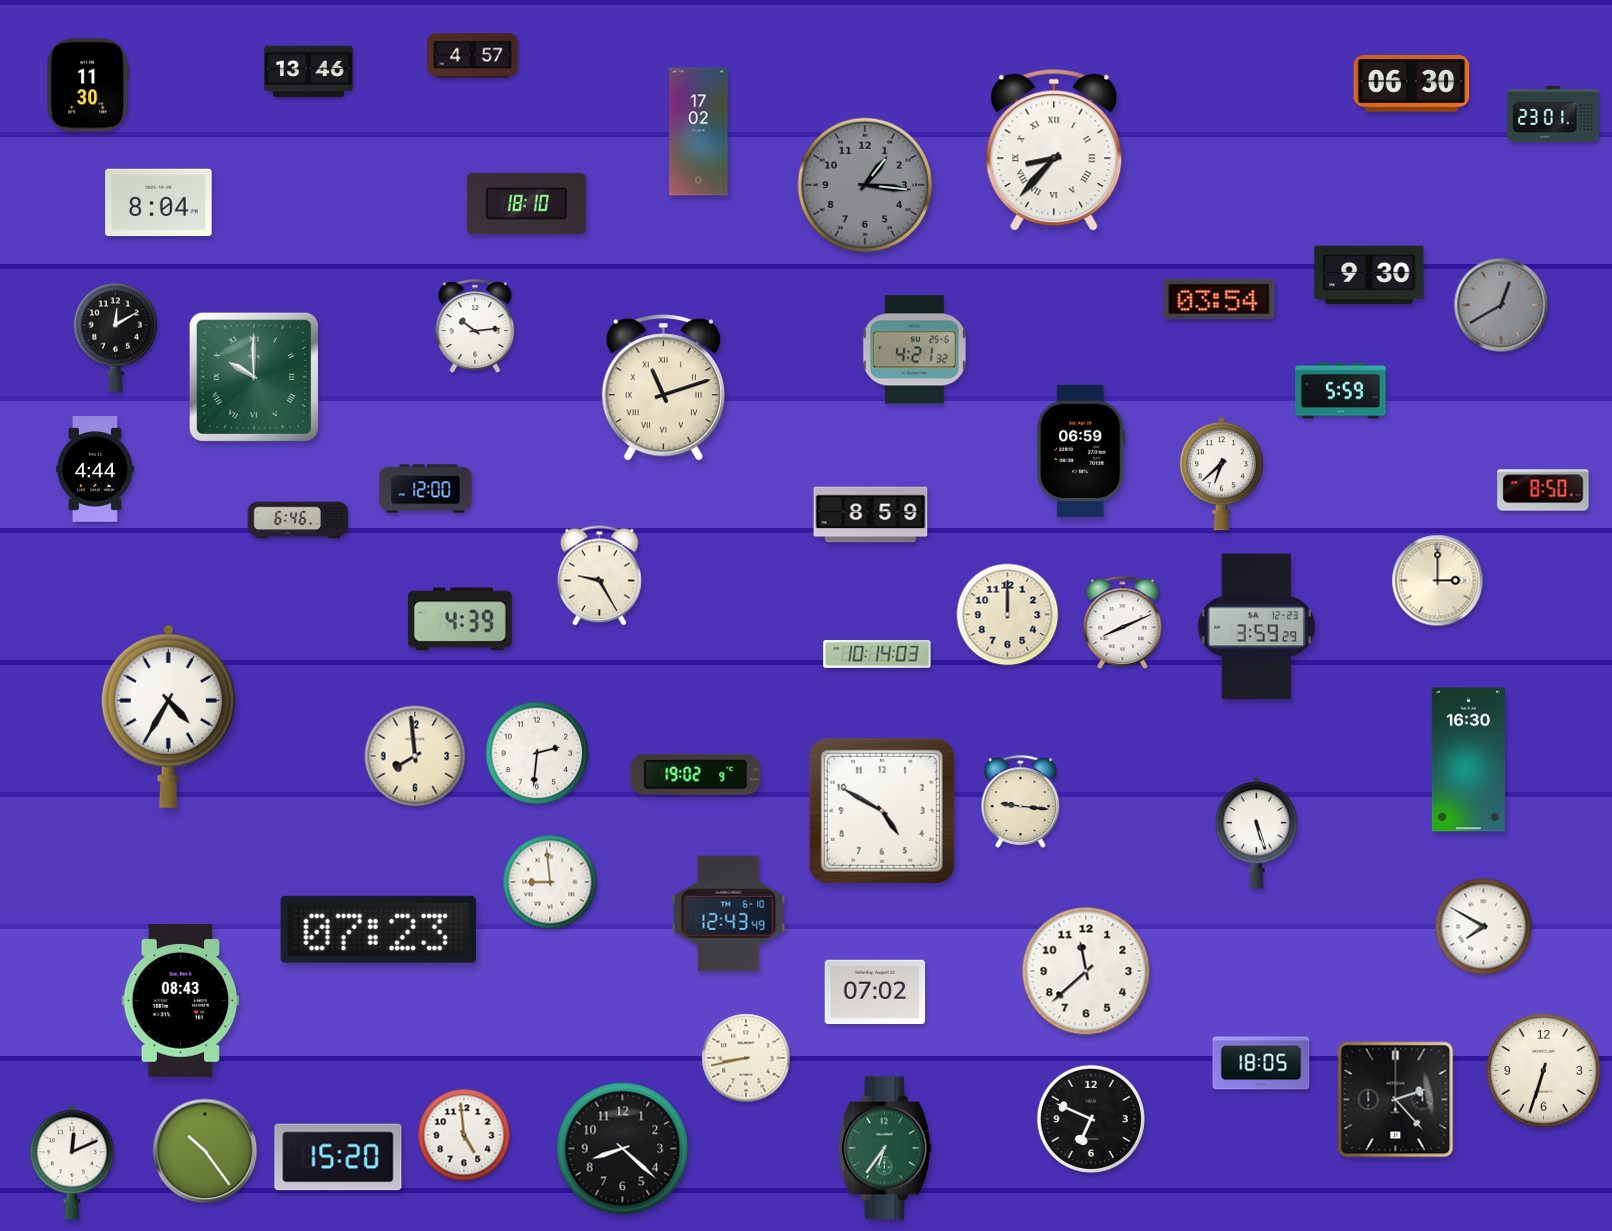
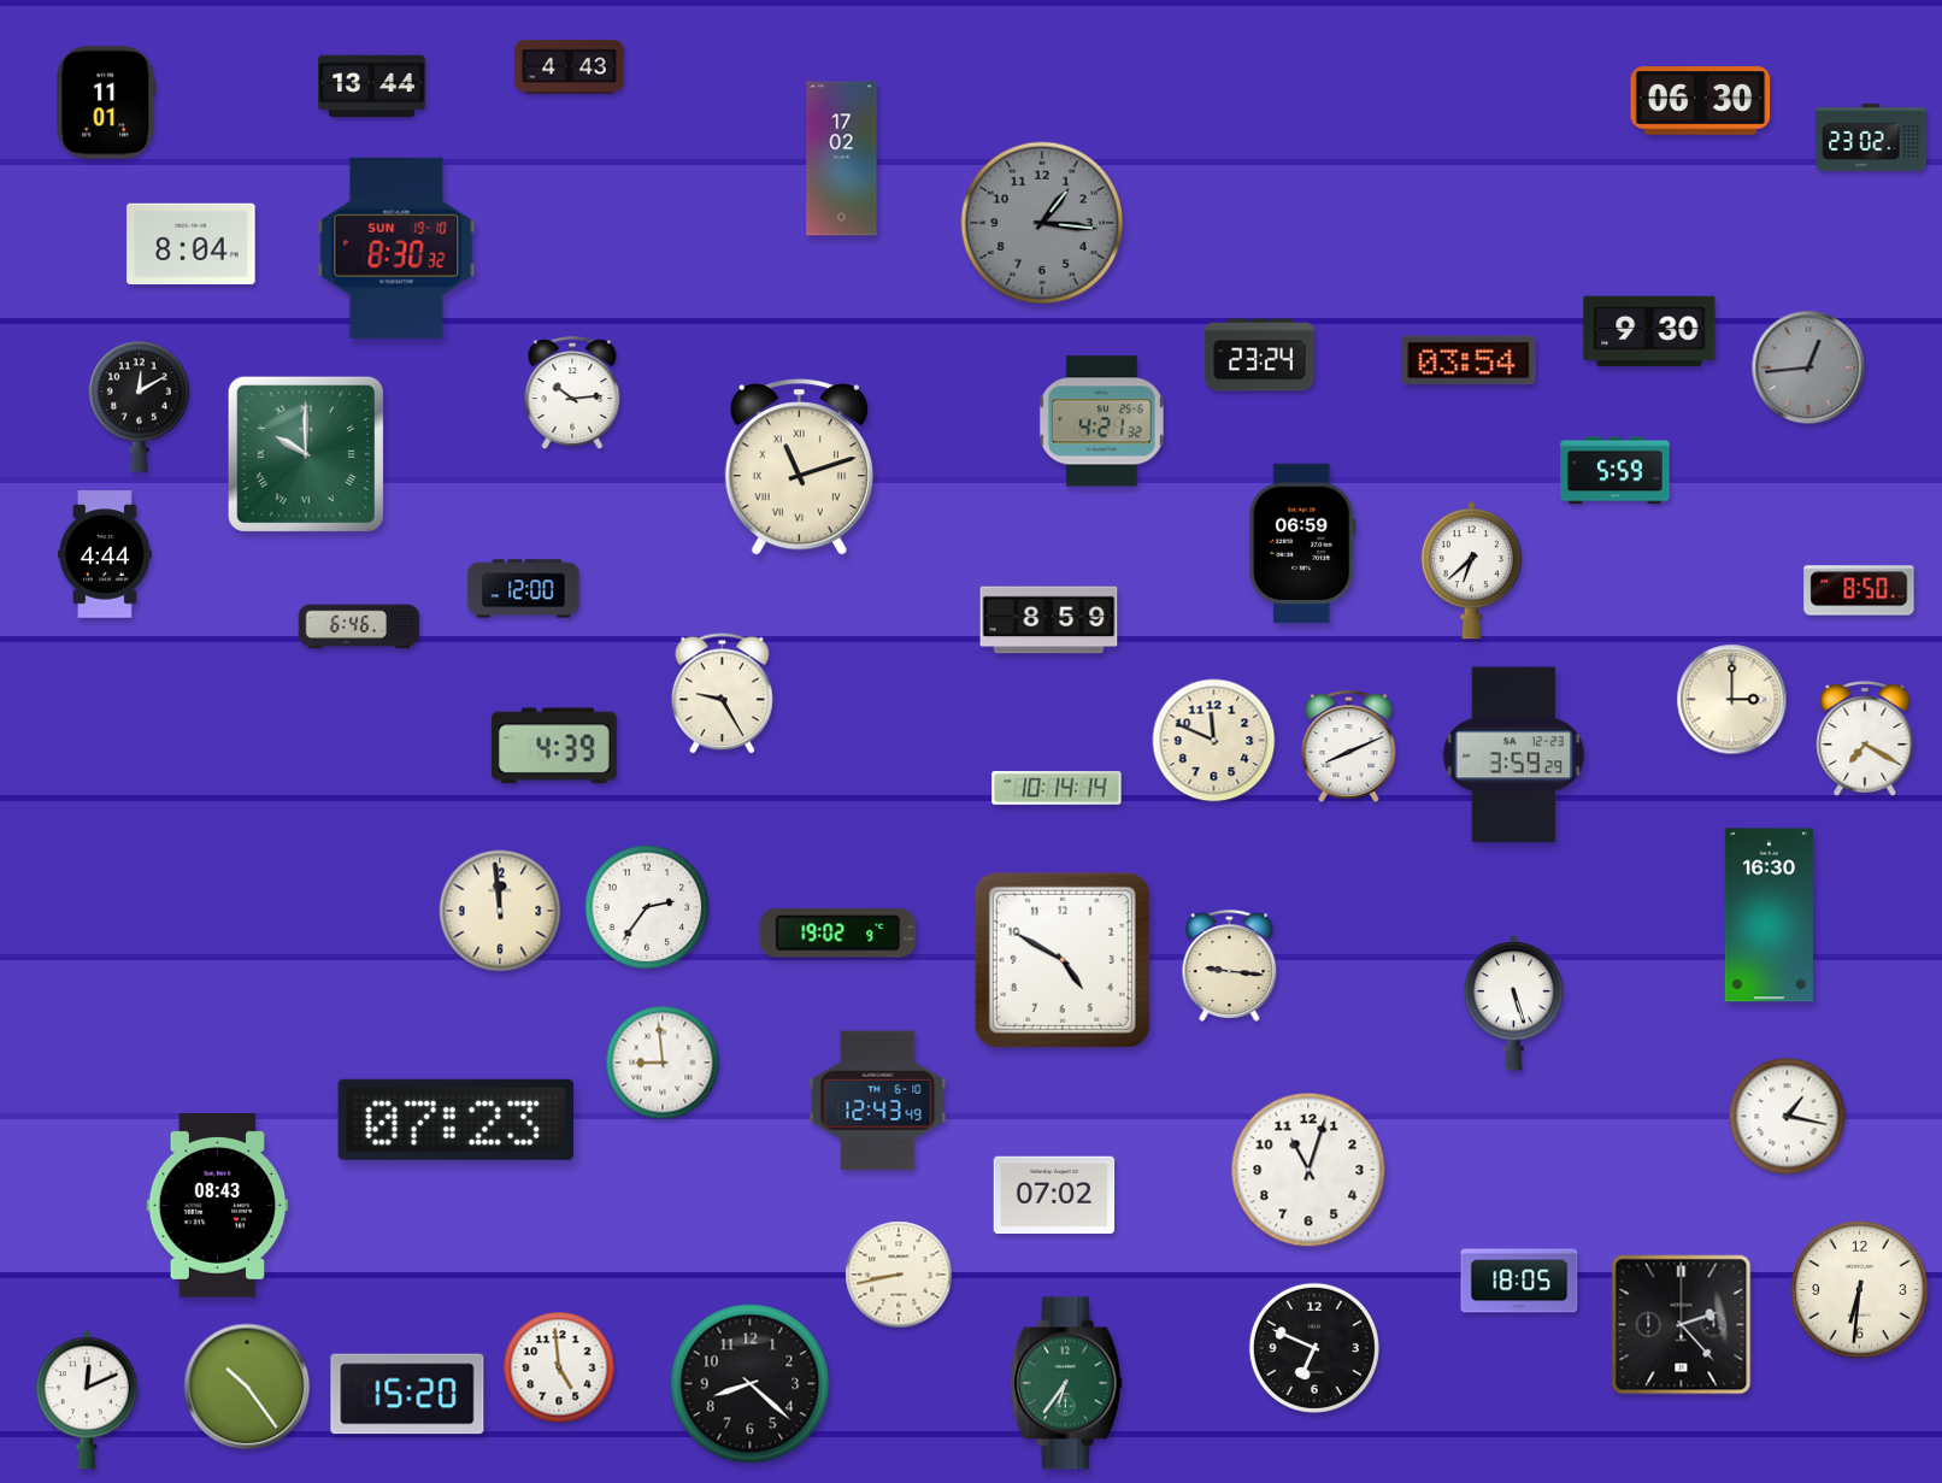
clock at (473, 56): 4:57 -> 4:43
clock at (309, 72): 13:46 -> 13:44
clock at (88, 85): 11:30 -> 11:01
clock at (1553, 114): 23:01 -> 23:02
clock at (1054, 150): 8:37 -> none
clock at (526, 203): 18:10 -> none
clock at (396, 248): none -> 8:30
clock at (1260, 355): none -> 23:24
clock at (1501, 305): 12:40 -> 12:44
clock at (95, 469) position: (95, 469) -> (105, 554)
clock at (426, 489) position: (426, 489) -> (524, 589)
clock at (1865, 740): none -> 7:20
clock at (1008, 615): 12:00 -> 11:49
clock at (1123, 622) position: (1123, 622) -> (1349, 746)
clock at (877, 655): 10:14:03 -> 10:14:14
clock at (168, 716): 4:35 -> none
clock at (537, 753): 2:31 -> 2:36
clock at (415, 756): 7:59 -> 11:59
clock at (882, 811) position: (882, 811) -> (1063, 960)
clock at (1484, 927): 7:50 -> 1:17
clock at (1086, 971): 11:38 -> 11:03
clock at (1544, 1071): 6:33 -> 6:31
